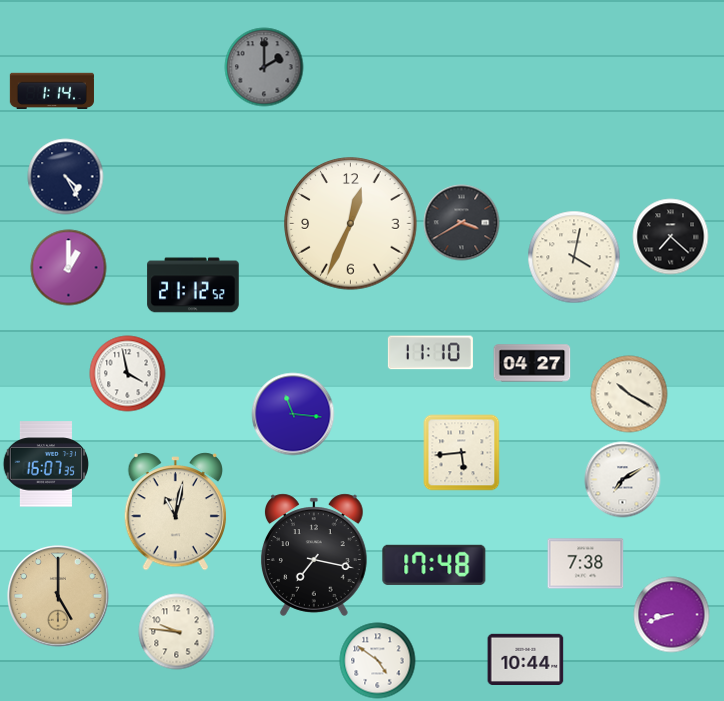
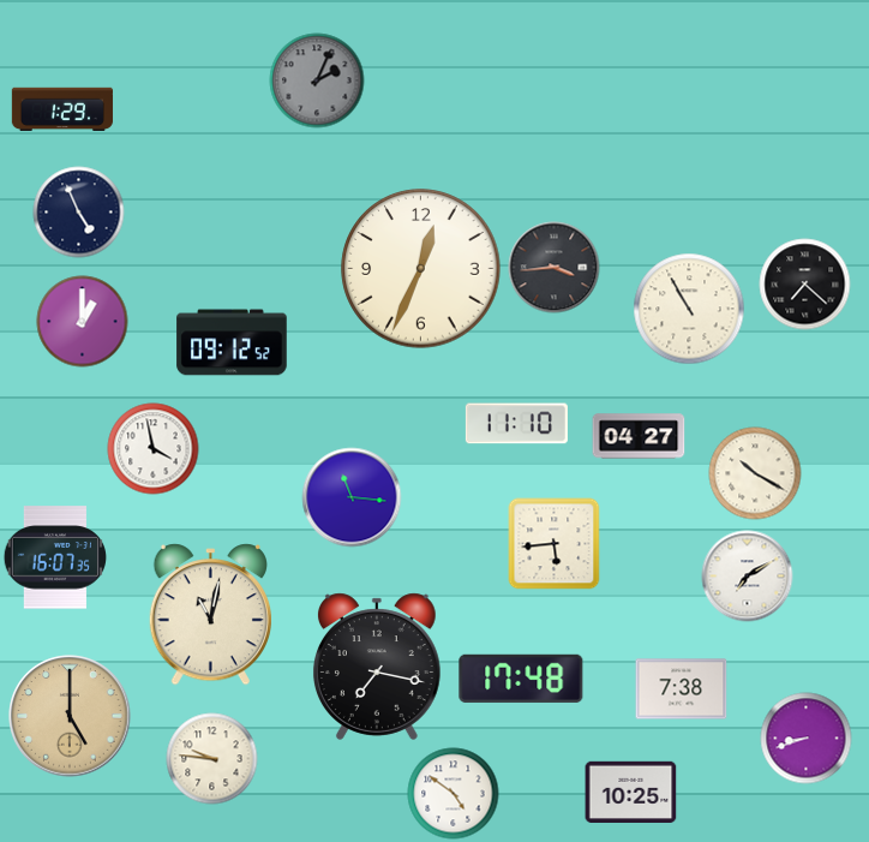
clock at (264, 67): 2:00 -> 2:04
clock at (52, 91): 1:14 -> 1:29
clock at (66, 177): 4:25 -> 4:56
clock at (462, 223): 3:40 -> 3:44
clock at (574, 257): 4:02 -> 10:55
clock at (193, 285): 21:12 -> 09:12
clock at (586, 564) position: (586, 564) -> (682, 689)
clock at (526, 660): 10:44 -> 10:25
